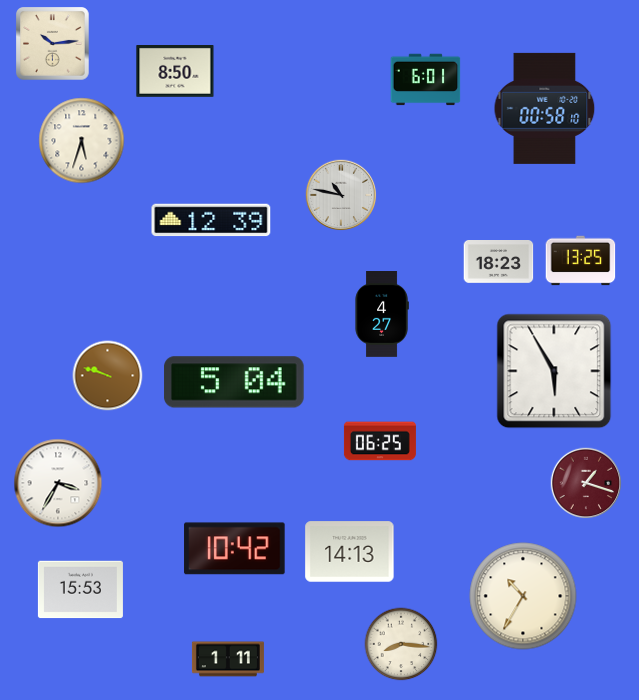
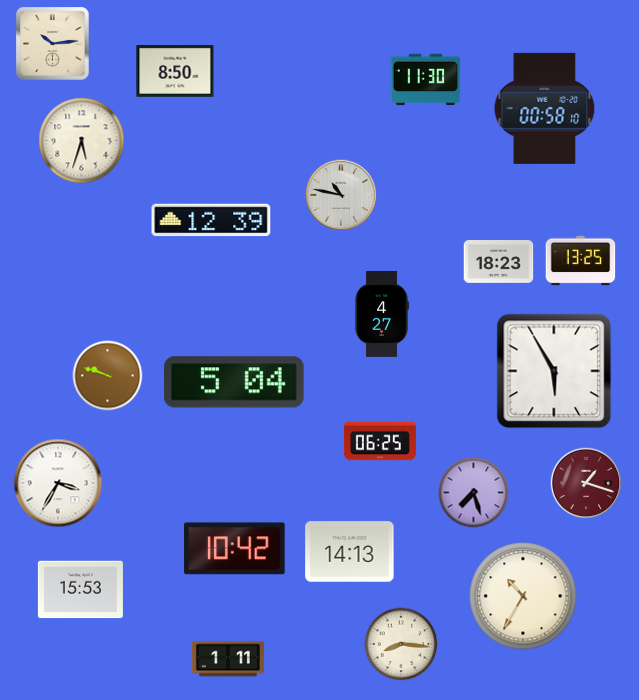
clock at (426, 80): 6:01 -> 11:30
clock at (474, 493): none -> 7:27
